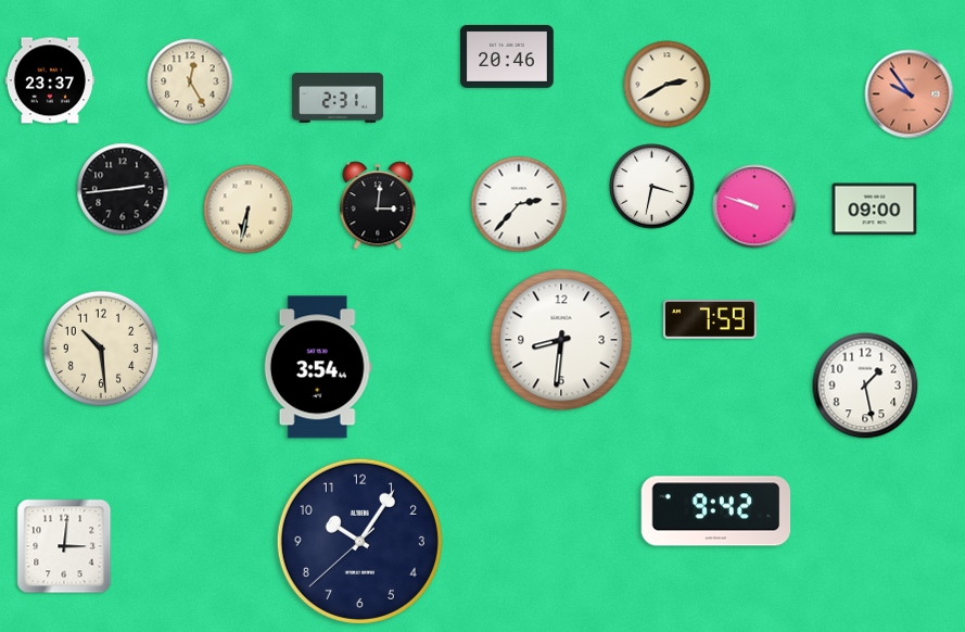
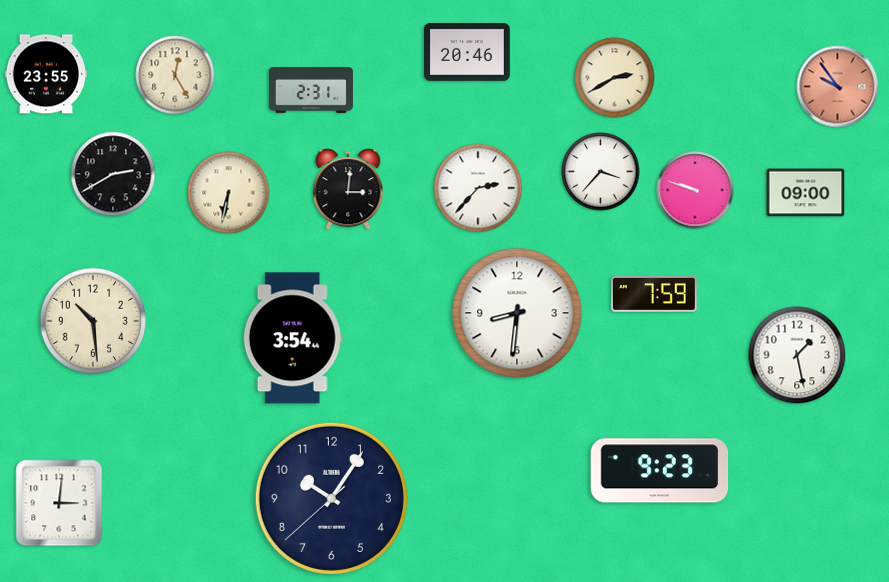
clock at (49, 80): 23:37 -> 23:55
clock at (652, 187): 3:32 -> 3:37
clock at (123, 189): 2:44 -> 2:40
clock at (716, 511): 9:42 -> 9:23
